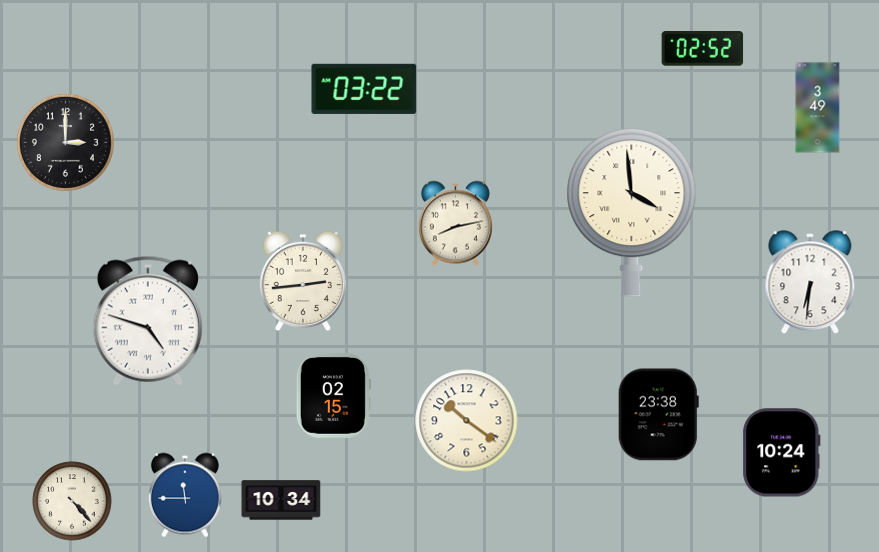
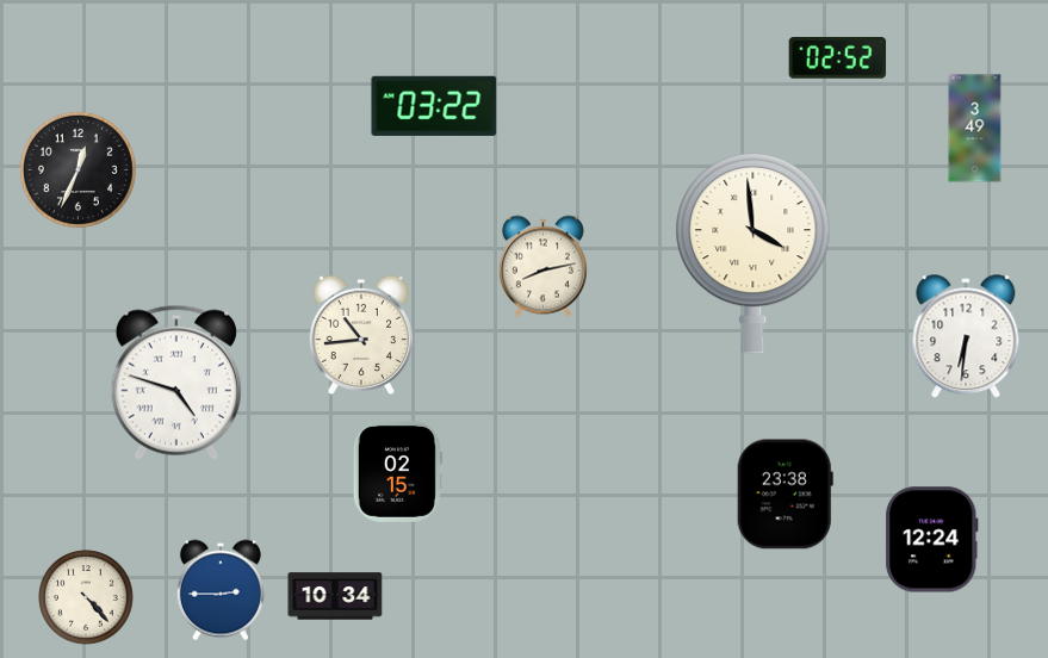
clock at (65, 142): 3:00 -> 12:34
clock at (303, 281): 2:44 -> 10:44
clock at (467, 421): 10:21 -> none
clock at (782, 453): 10:24 -> 12:24
clock at (185, 495): 11:45 -> 2:45
